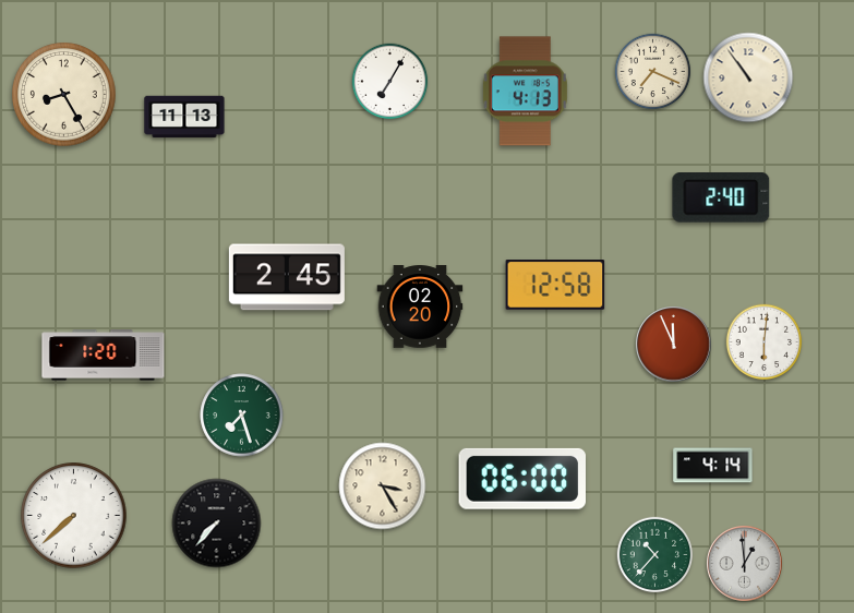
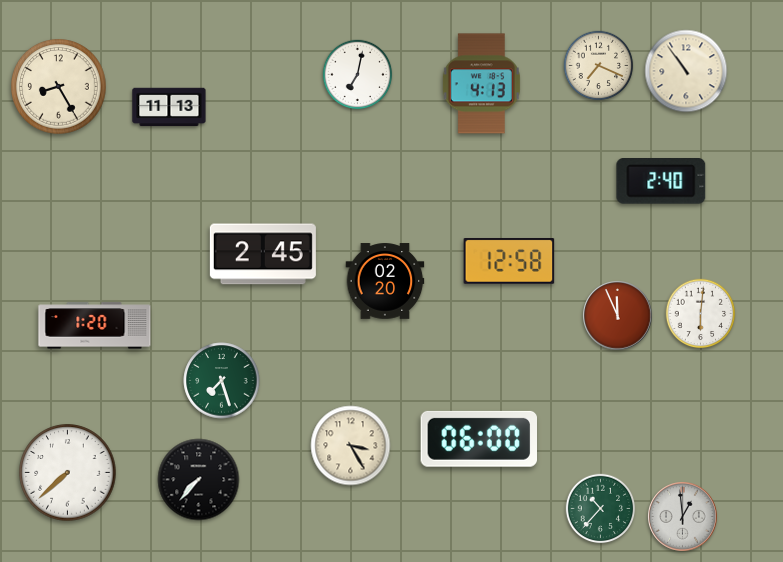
clock at (390, 82): 7:05 -> 7:02
clock at (713, 466): 4:14 -> none
